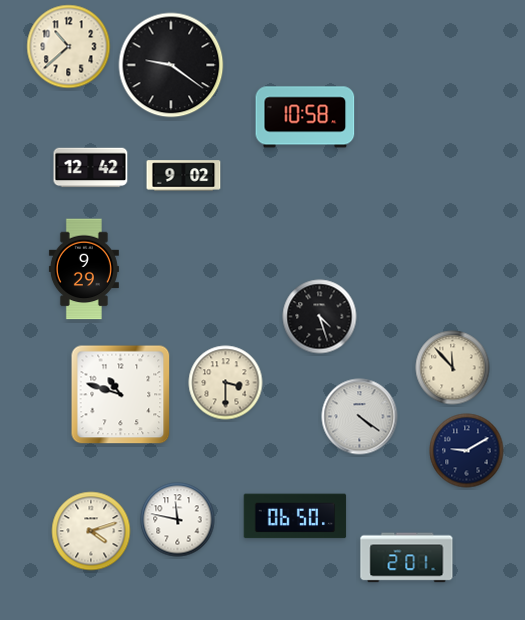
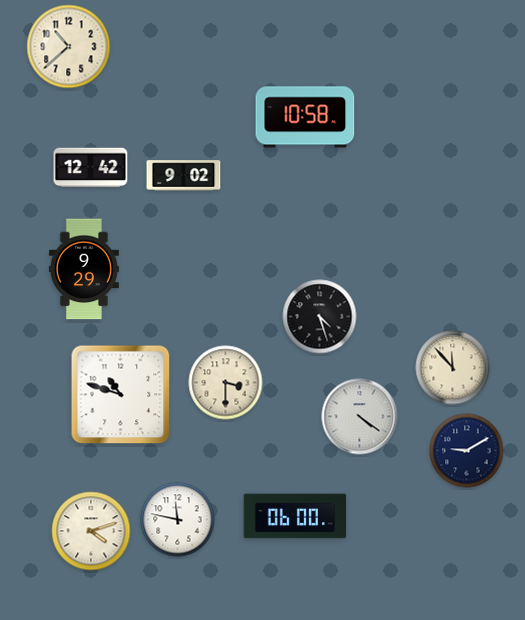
clock at (171, 65): 9:21 -> none
clock at (295, 516): 06:50 -> 06:00
clock at (407, 558): 2:01 -> none
